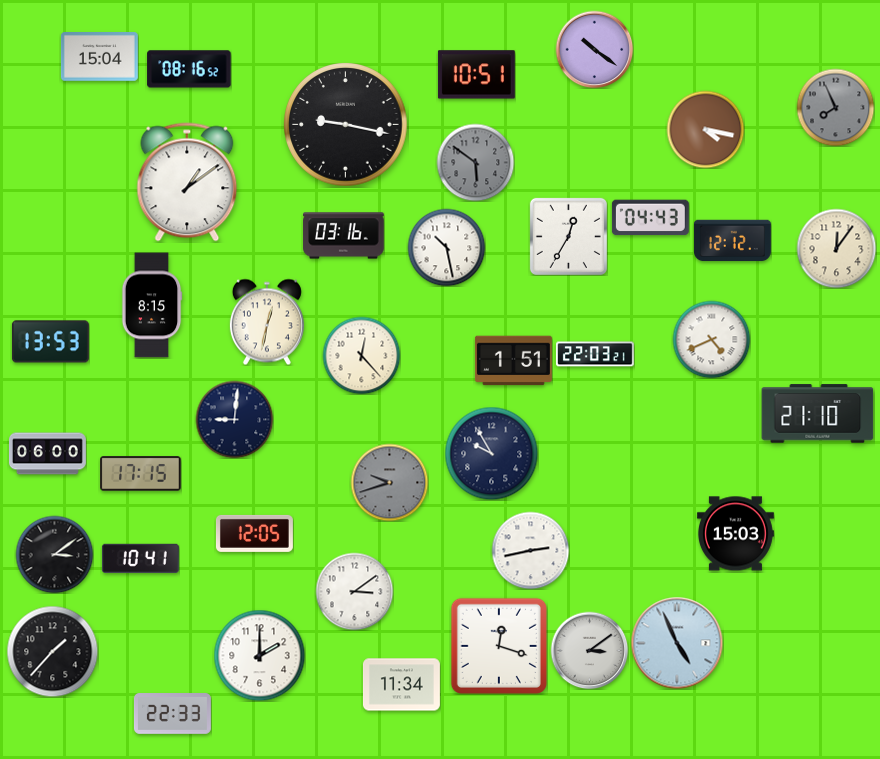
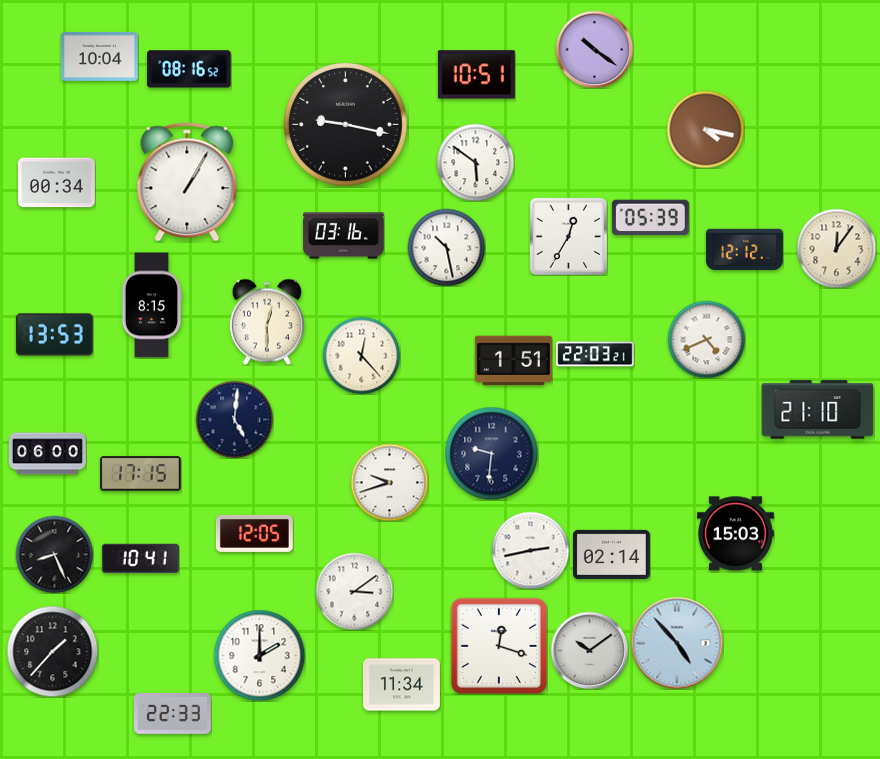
clock at (99, 57): 15:04 -> 10:04
clock at (835, 107): 7:56 -> none
clock at (475, 162) dial: grey -> white
clock at (187, 182): 1:09 -> 1:05
clock at (56, 183): none -> 00:34
clock at (650, 218): 04:43 -> 05:39
clock at (732, 241) position: (732, 241) -> (744, 250)
clock at (267, 322): 12:32 -> 12:30
clock at (711, 339) position: (711, 339) -> (706, 339)
clock at (50, 342) position: (50, 342) -> (54, 335)
clock at (818, 414) position: (818, 414) -> (818, 410)
clock at (234, 419): 9:01 -> 5:01
clock at (491, 453): 9:55 -> 9:31
clock at (389, 482) dial: grey -> white
clock at (54, 554): 3:09 -> 8:26
clock at (611, 554): none -> 02:14
clock at (677, 643): 4:56 -> 4:53
clock at (589, 650): 3:09 -> 10:09
